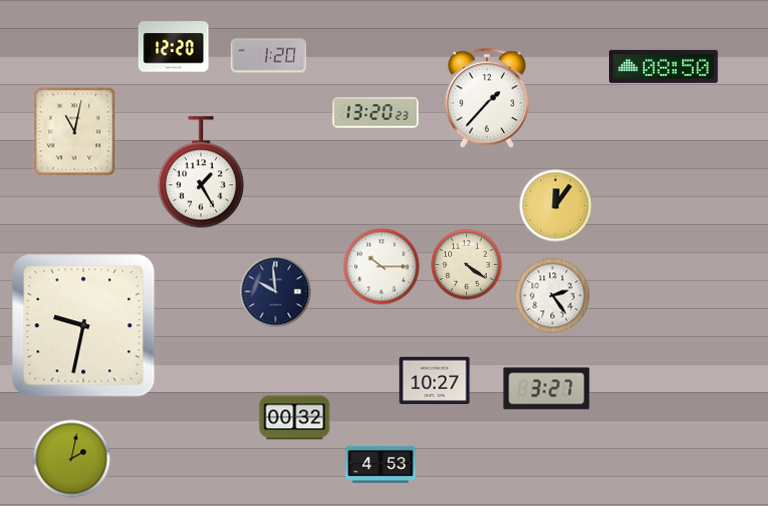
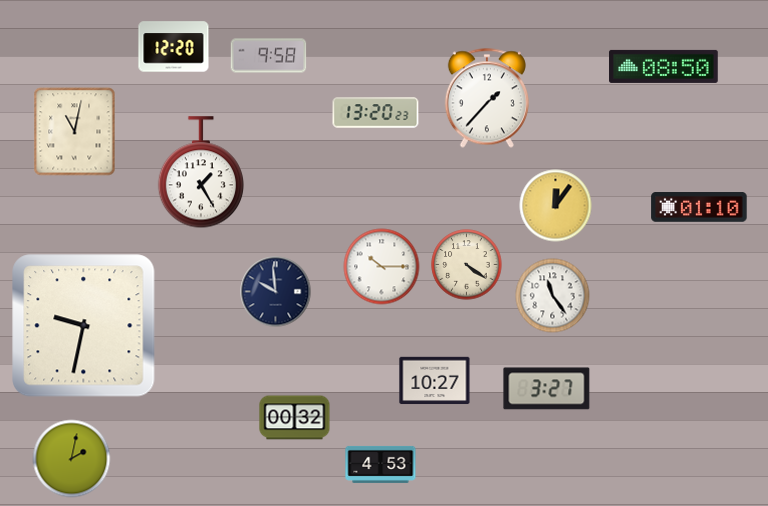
clock at (269, 56): 1:20 -> 9:58
clock at (699, 208): none -> 01:10
clock at (553, 296): 2:24 -> 11:24
